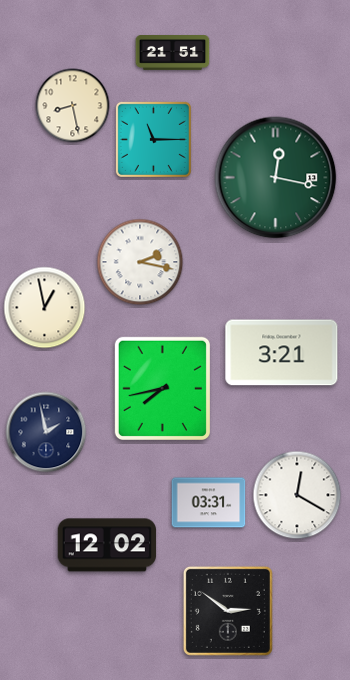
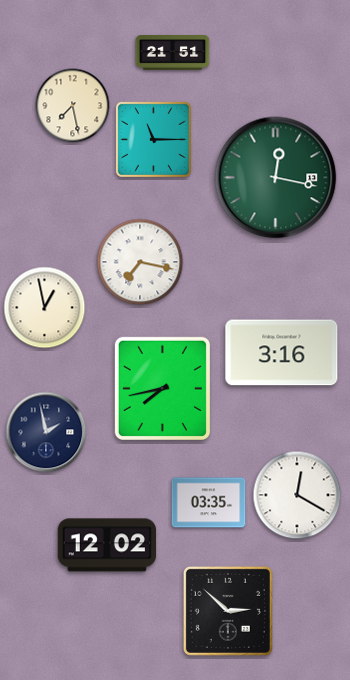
clock at (73, 106): 8:28 -> 7:28
clock at (140, 262): 2:17 -> 7:17
clock at (282, 353): 3:21 -> 3:16
clock at (209, 503): 03:31 -> 03:35
clock at (228, 611): 2:51 -> 2:52
